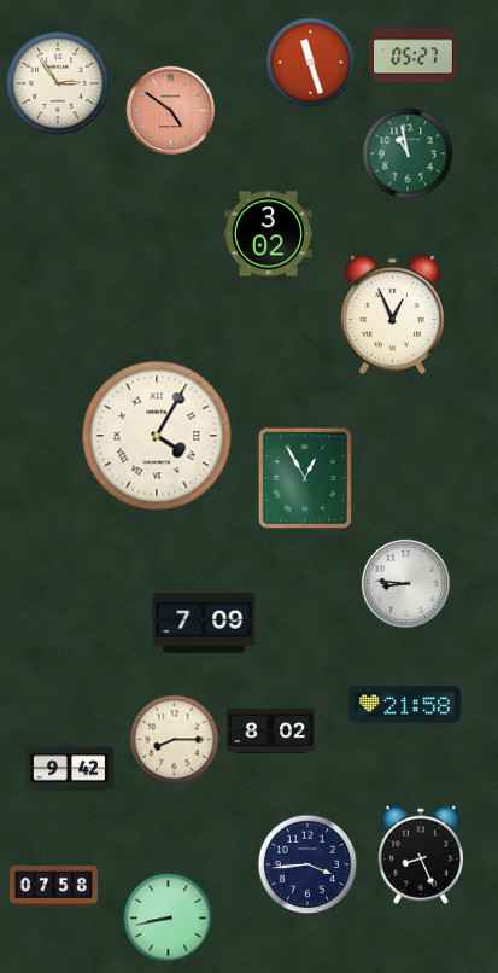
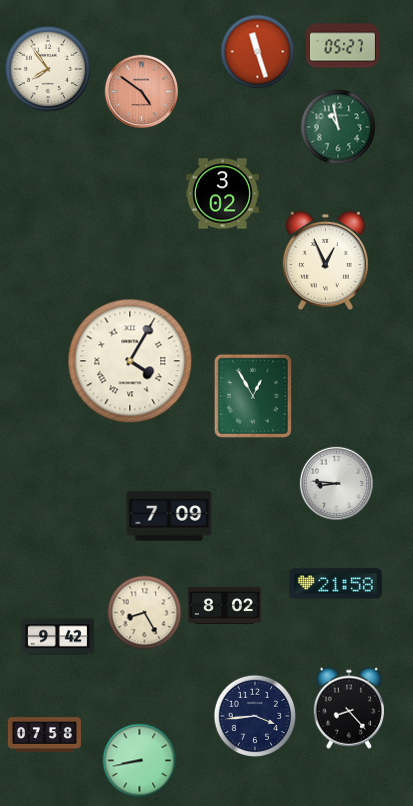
clock at (58, 83): 2:54 -> 7:54
clock at (175, 740): 8:15 -> 8:25
clock at (420, 855): 8:26 -> 8:23
